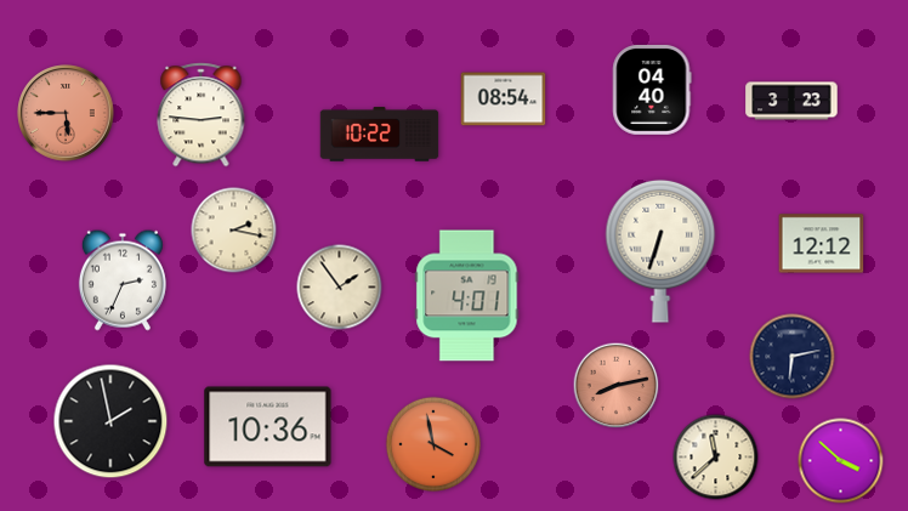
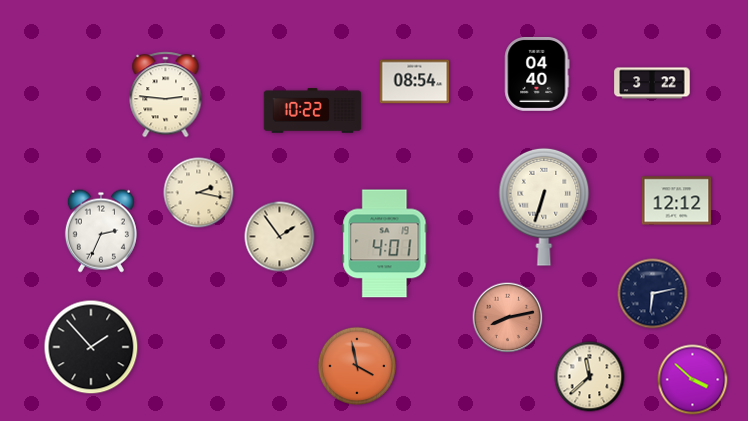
clock at (791, 101): 3:23 -> 3:22
clock at (66, 113): 5:45 -> none
clock at (234, 231) position: (234, 231) -> (199, 193)
clock at (110, 421): 1:58 -> 1:53
clock at (268, 427): 10:36 -> none
